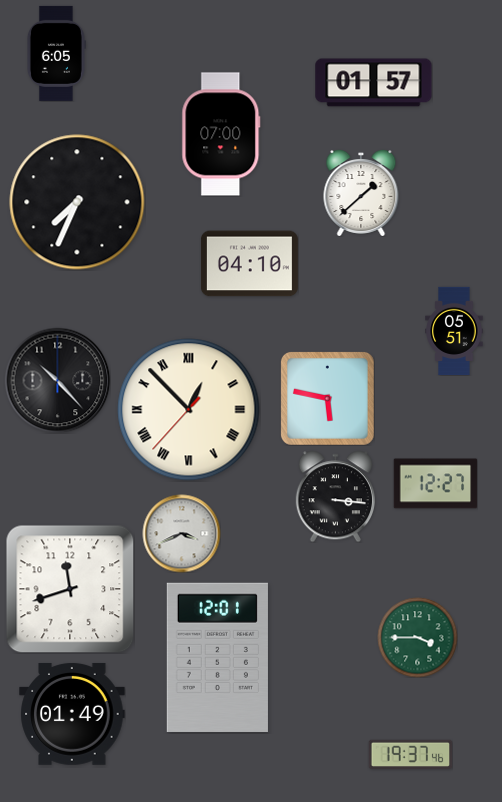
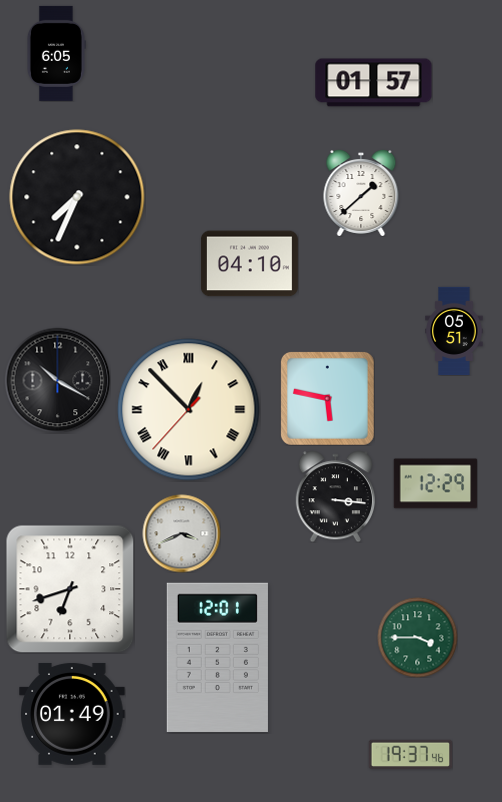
clock at (221, 134): 07:00 -> none
clock at (77, 202) position: (77, 202) -> (77, 197)
clock at (57, 380): 10:23 -> 10:20
clock at (435, 484): 12:27 -> 12:29
clock at (70, 589): 11:42 -> 6:42
